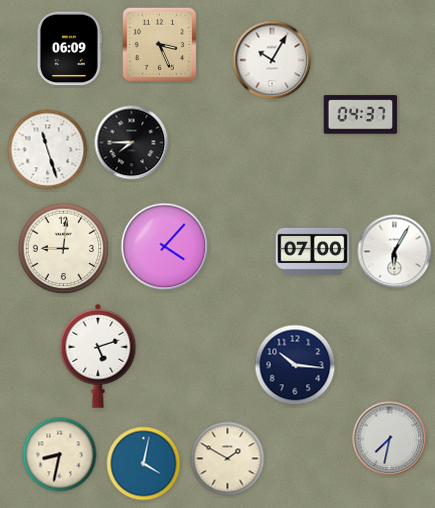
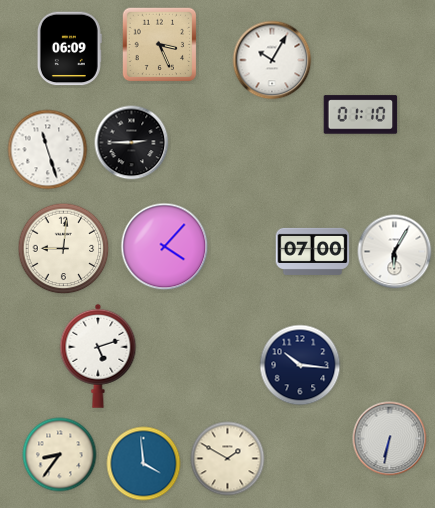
clock at (361, 115): 04:37 -> 01:10
clock at (132, 143): 7:45 -> 2:45
clock at (295, 365) position: (295, 365) -> (300, 365)
clock at (390, 439): 7:32 -> 6:32
clock at (60, 455): 8:32 -> 8:36
clock at (144, 464): 4:02 -> 3:59
